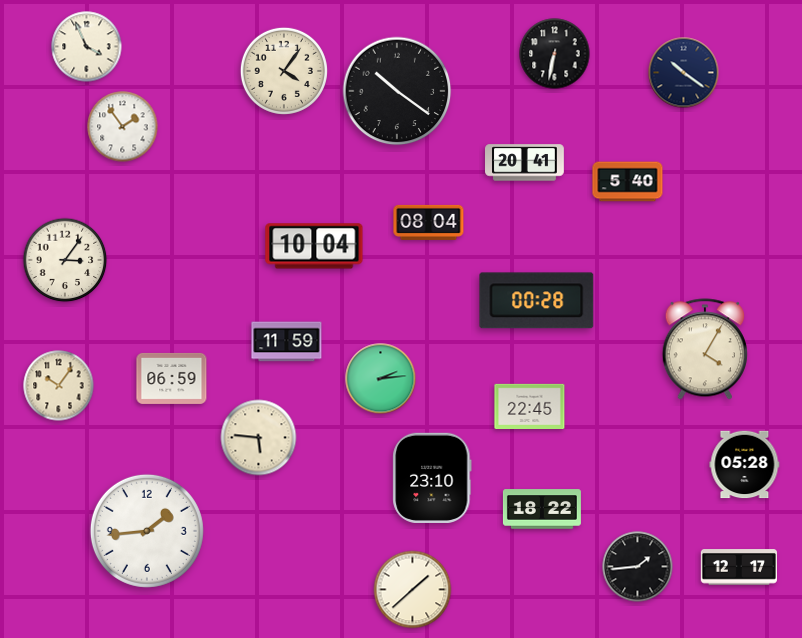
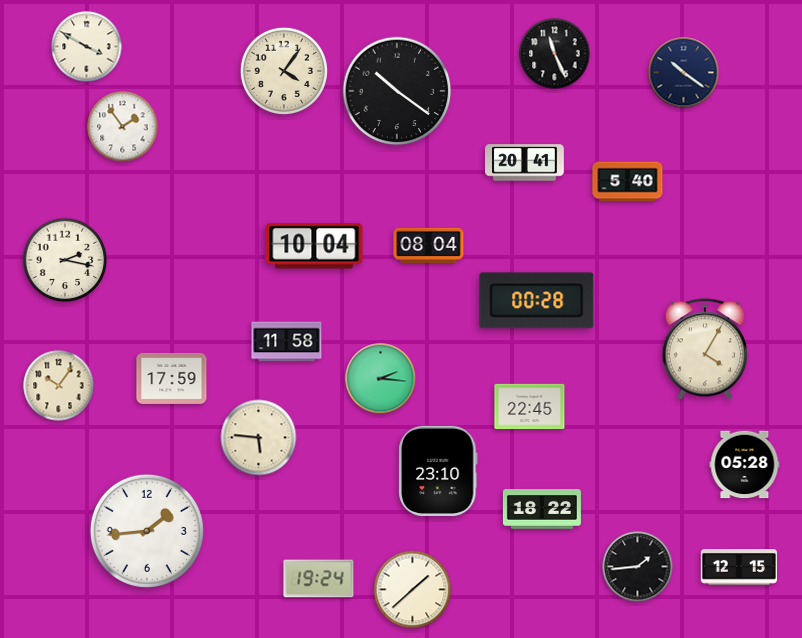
clock at (87, 47): 3:56 -> 3:50
clock at (555, 54): 6:32 -> 11:26
clock at (429, 222) position: (429, 222) -> (429, 245)
clock at (65, 260): 3:06 -> 2:17
clock at (287, 342): 11:59 -> 11:58
clock at (172, 378): 06:59 -> 17:59
clock at (381, 379): 2:14 -> 2:16
clock at (432, 477) position: (432, 477) -> (438, 470)
clock at (738, 567): 12:17 -> 12:15
clock at (319, 579): none -> 19:24
